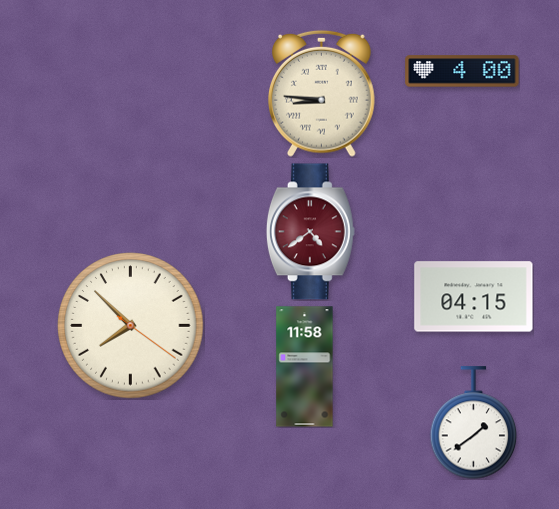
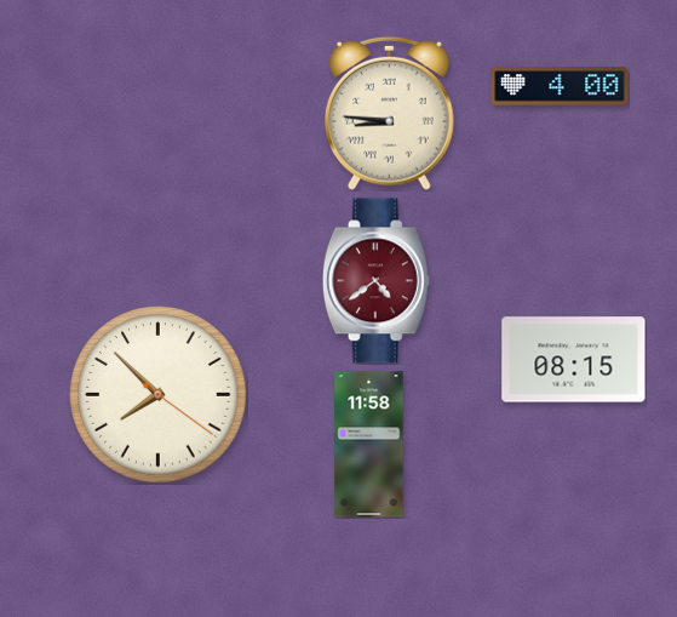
clock at (474, 297): 04:15 -> 08:15
clock at (474, 423): 1:39 -> none
